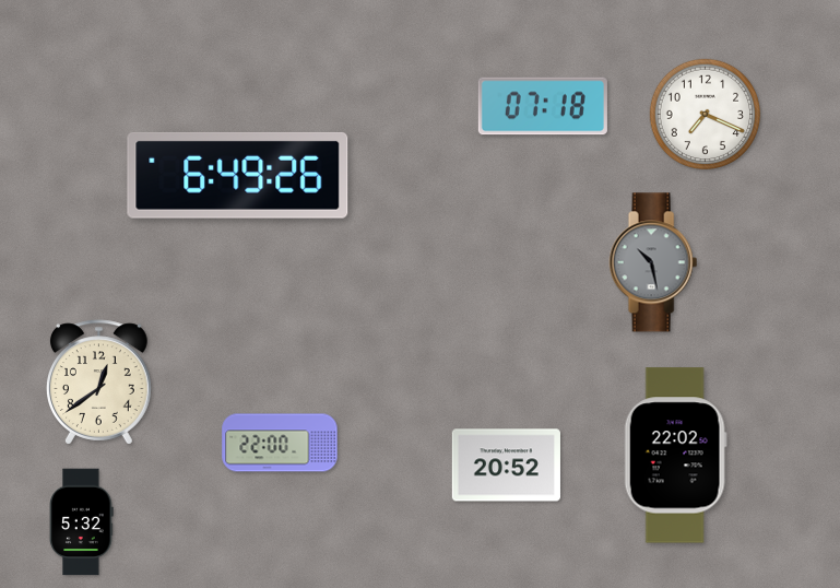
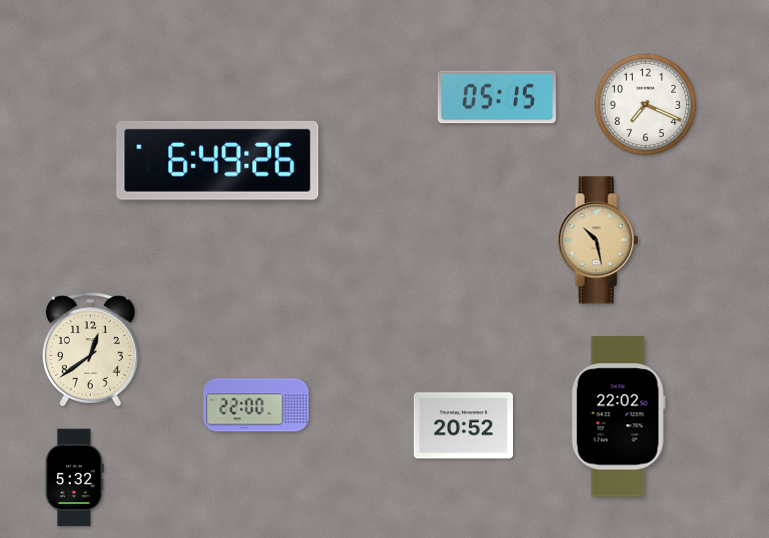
clock at (543, 106): 07:18 -> 05:15
clock at (653, 262) dial: grey -> champagne
